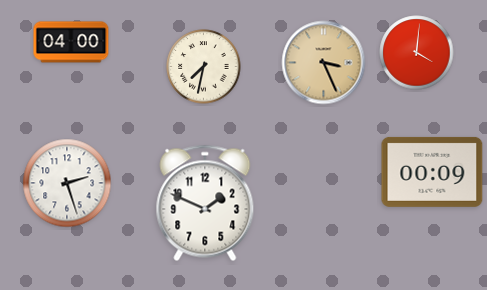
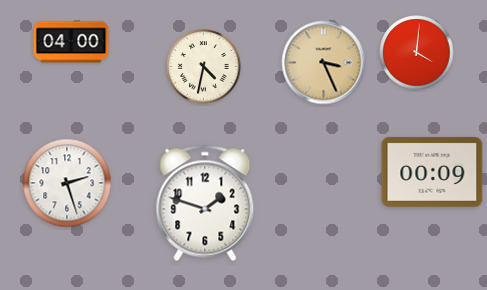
clock at (204, 67): 7:32 -> 4:32
clock at (205, 203): 1:49 -> 1:48
